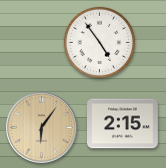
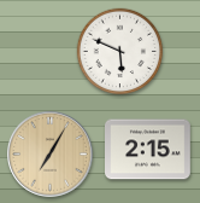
clock at (100, 43): 4:54 -> 5:49
clock at (42, 128): 6:06 -> 7:05
